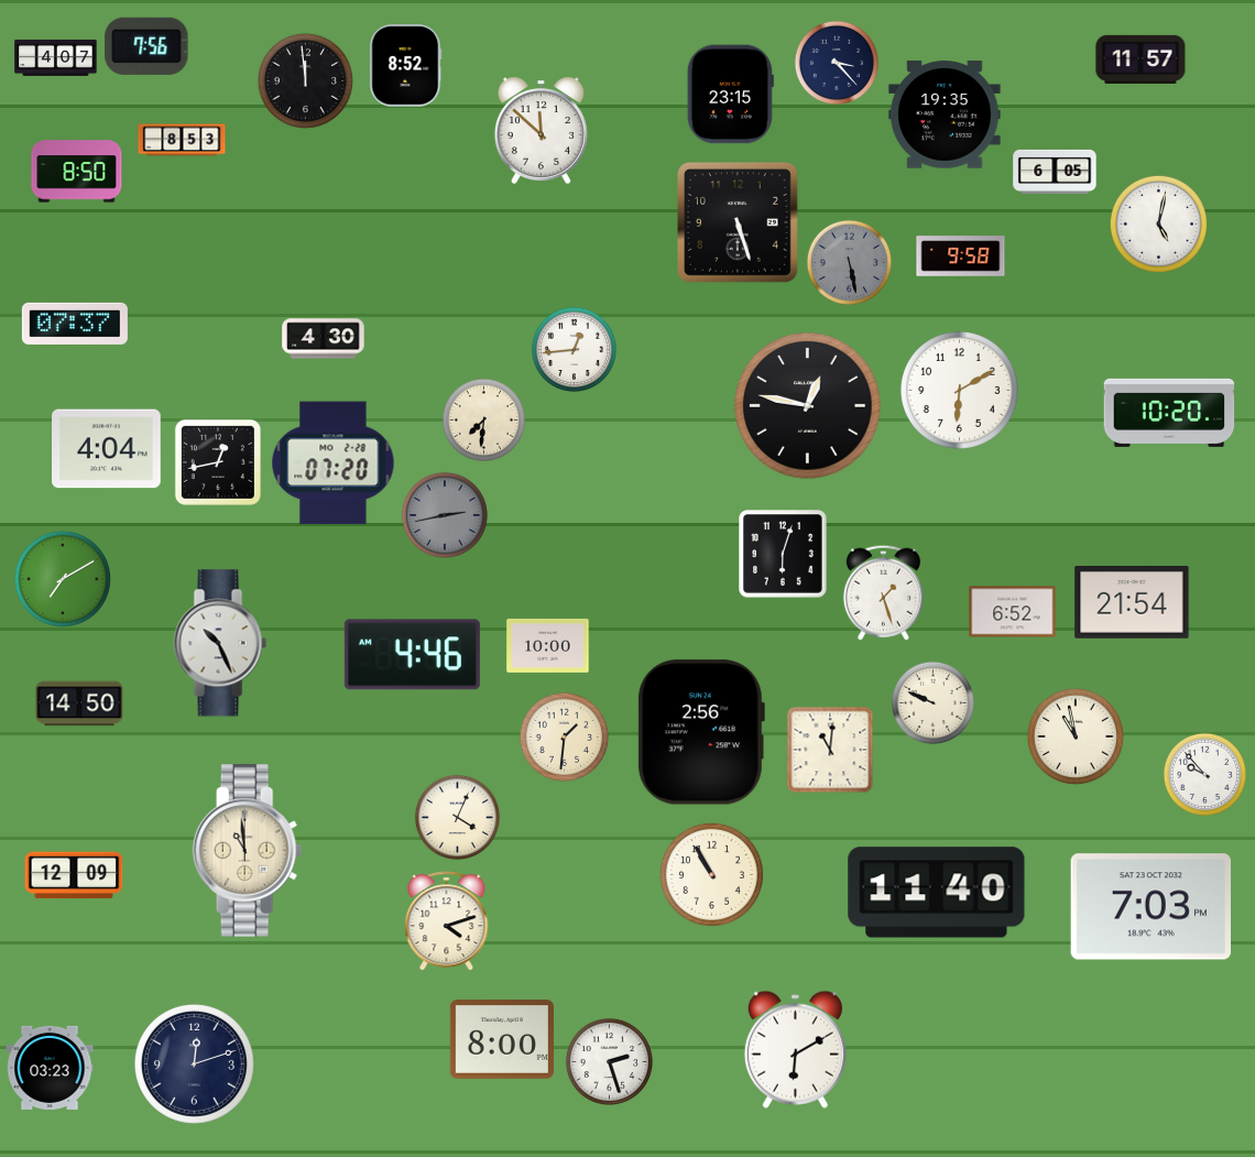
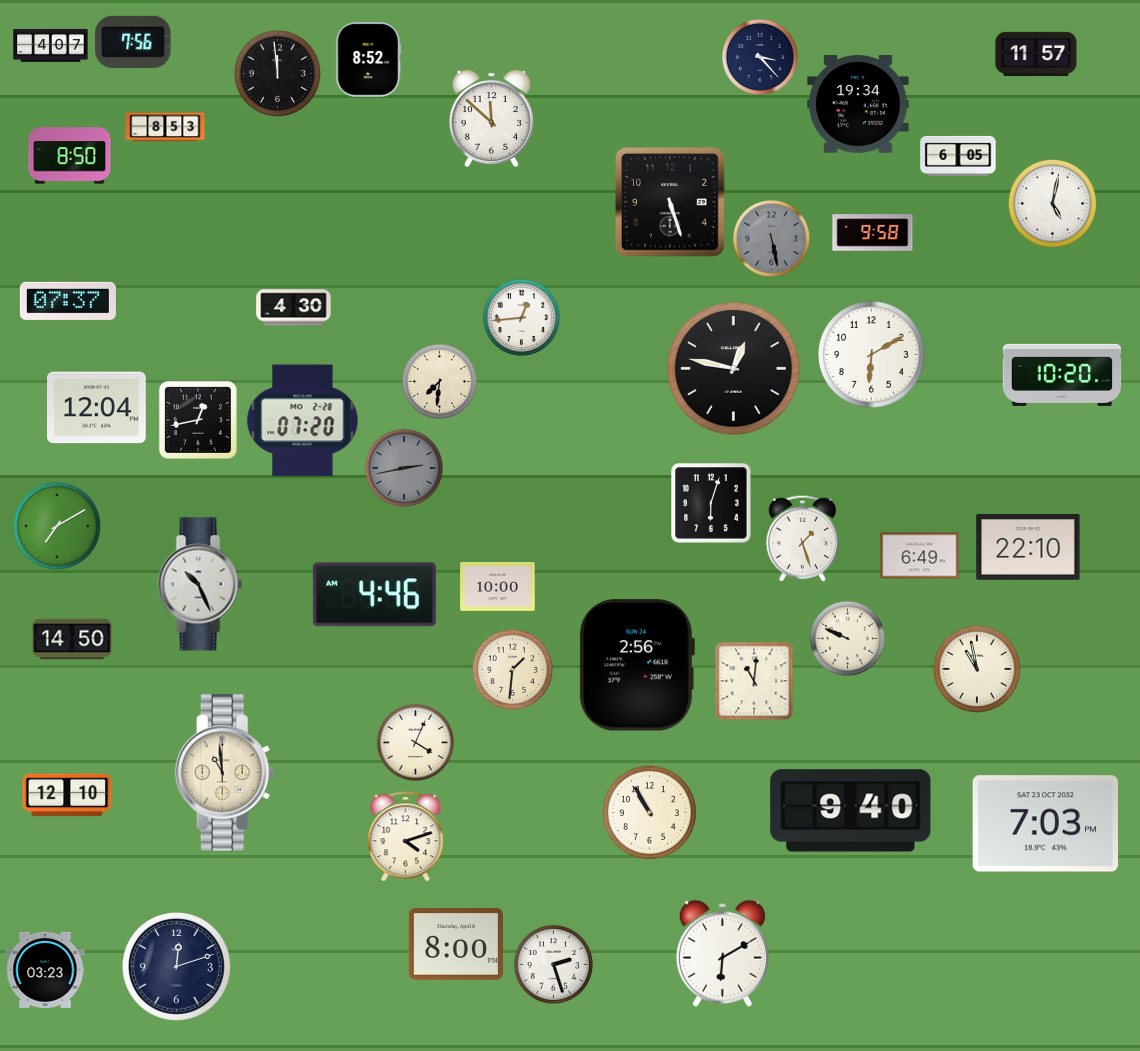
clock at (56, 57) position: (56, 57) -> (51, 45)
clock at (730, 95): 23:15 -> none
clock at (945, 114): 19:35 -> 19:34
clock at (75, 324) position: (75, 324) -> (68, 301)
clock at (107, 449): 4:04 -> 12:04
clock at (1132, 603): 21:54 -> 22:10
clock at (1013, 612): 6:52 -> 6:49
clock at (1204, 774): 9:53 -> none
clock at (711, 874) position: (711, 874) -> (649, 812)
clock at (74, 875): 12:09 -> 12:10
clock at (937, 893): 11:40 -> 9:40
